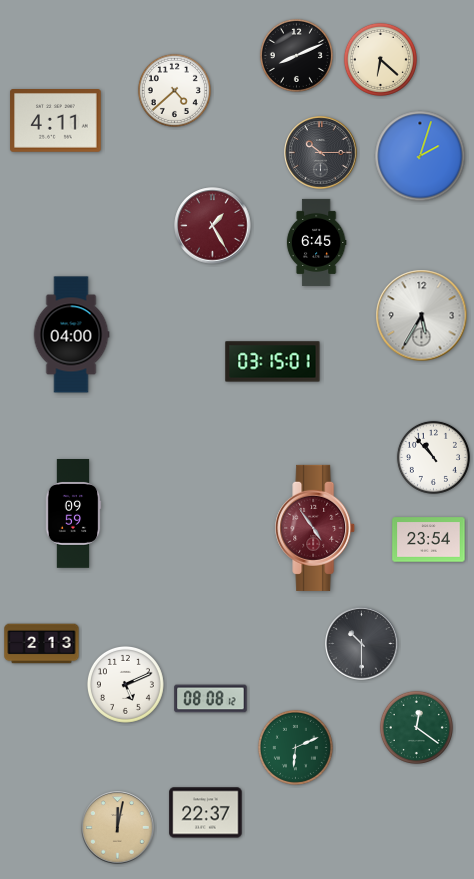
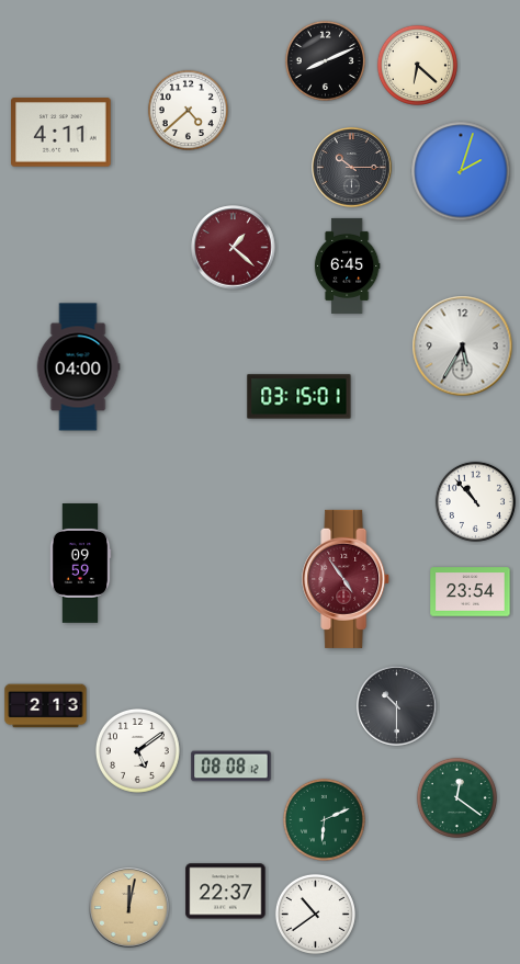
clock at (174, 90) position: (174, 90) -> (188, 110)
clock at (213, 226): 1:25 -> 1:22
clock at (125, 684): 5:11 -> 5:09
clock at (315, 914): none -> 10:39
